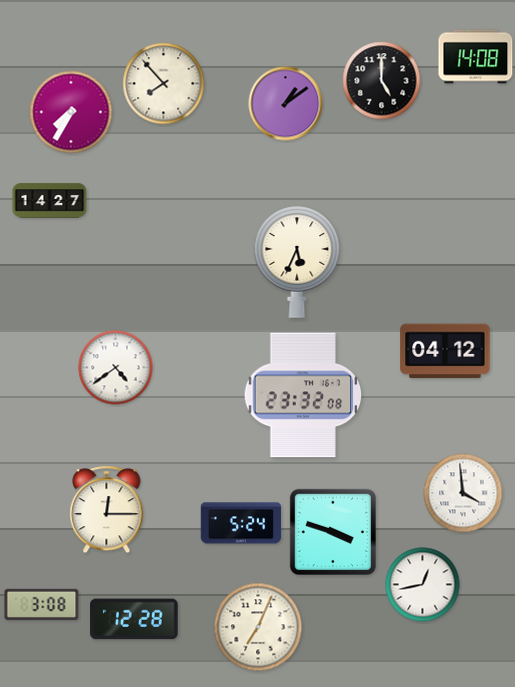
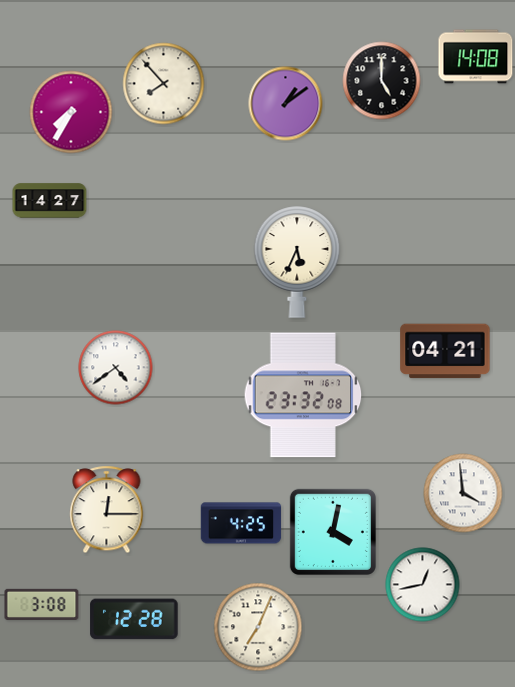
clock at (445, 351): 04:12 -> 04:21
clock at (241, 523): 5:24 -> 4:25
clock at (333, 532): 3:48 -> 4:02
